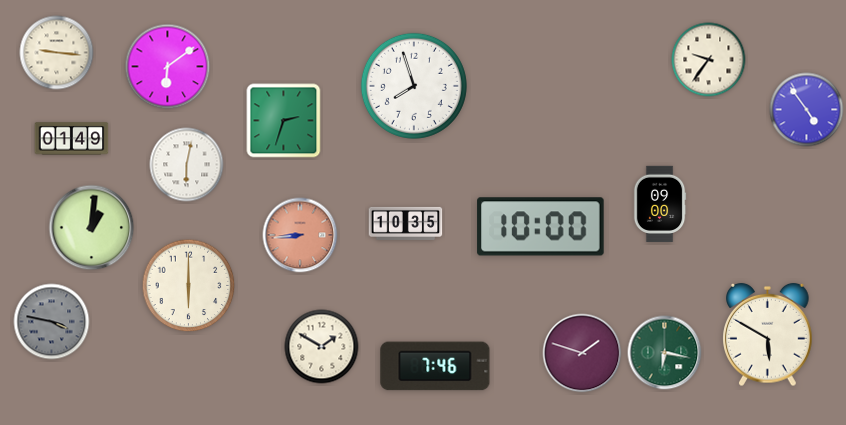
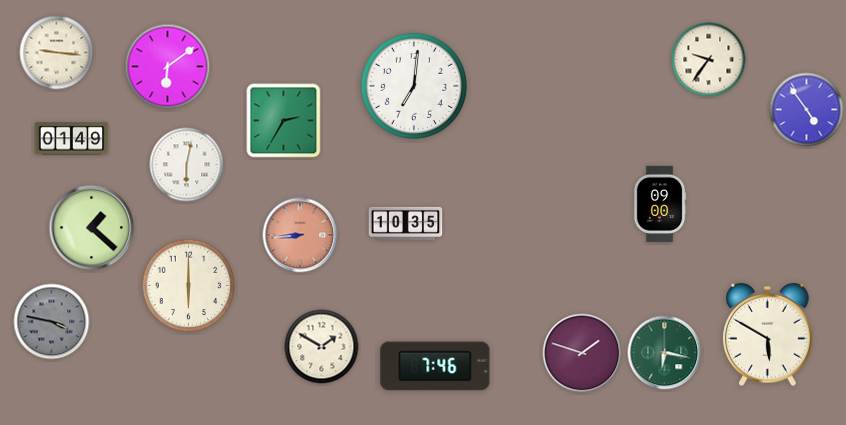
clock at (414, 86): 7:57 -> 7:01
clock at (284, 121): 2:33 -> 2:35
clock at (541, 227): 10:00 -> none
clock at (92, 228): 1:01 -> 1:22
